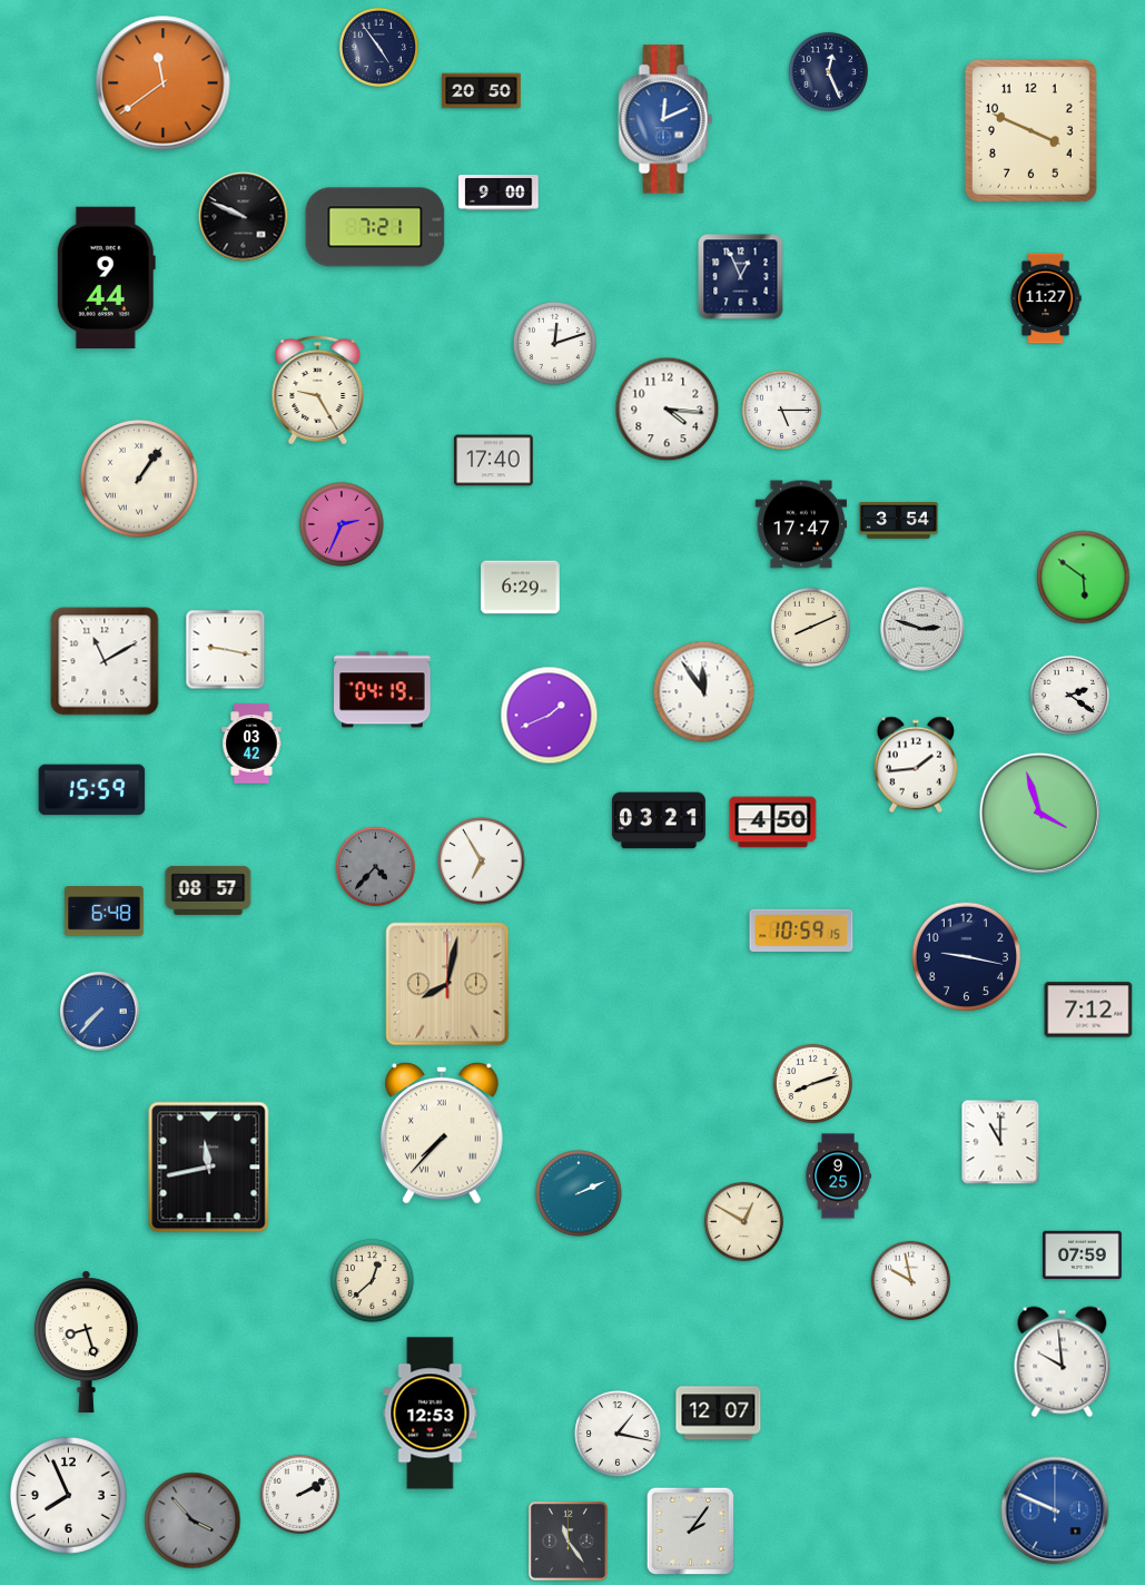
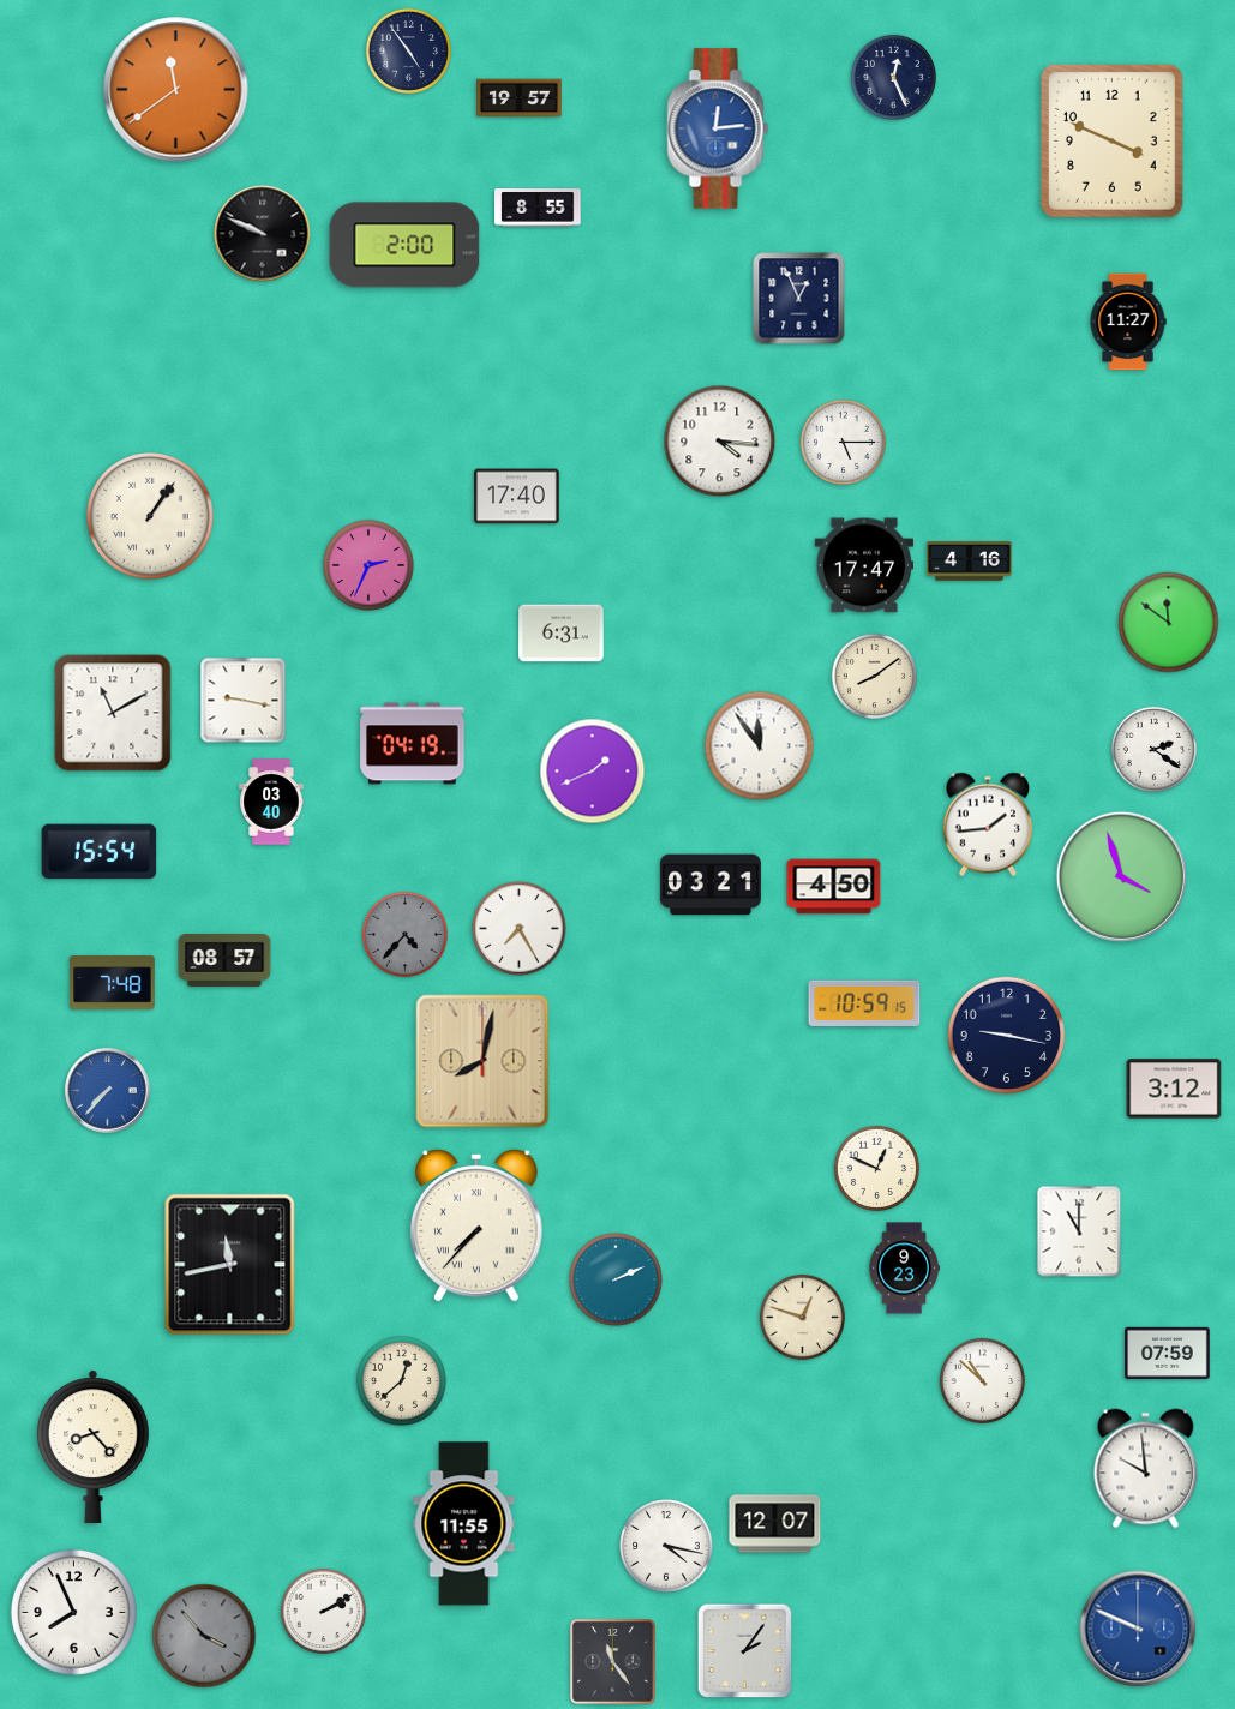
clock at (482, 91): 20:50 -> 19:57
clock at (665, 119): 12:11 -> 12:14
clock at (499, 193): 9:00 -> 8:55
clock at (375, 227): 7:21 -> 2:00
clock at (106, 278): 9:44 -> none
clock at (554, 343): 12:12 -> none
clock at (318, 391): 9:25 -> none
clock at (494, 461) position: (494, 461) -> (517, 497)
clock at (899, 521): 3:54 -> 4:16
clock at (1084, 578): 5:51 -> 11:51
clock at (521, 588): 6:29 -> 6:31
clock at (810, 627): 8:11 -> 8:09
clock at (922, 629): 2:48 -> none
clock at (251, 744): 03:42 -> 03:40
clock at (92, 790): 15:59 -> 15:54
clock at (482, 862): 6:55 -> 7:25
clock at (105, 912): 6:48 -> 7:48
clock at (967, 957) position: (967, 957) -> (1007, 1036)
clock at (1088, 1010): 7:12 -> 3:12
clock at (812, 1083): 8:12 -> 12:49
clock at (443, 1134) position: (443, 1134) -> (478, 1227)
clock at (209, 1168) position: (209, 1168) -> (230, 1265)
clock at (838, 1177): 9:25 -> 9:23
clock at (579, 1193) position: (579, 1193) -> (616, 1279)
clock at (743, 1221): 12:50 -> 12:48
clock at (910, 1280): 9:58 -> 10:52
clock at (86, 1342): 8:27 -> 8:23
clock at (431, 1414): 12:53 -> 11:55
clock at (618, 1434): 1:17 -> 4:17
clock at (193, 1520) position: (193, 1520) -> (204, 1636)
